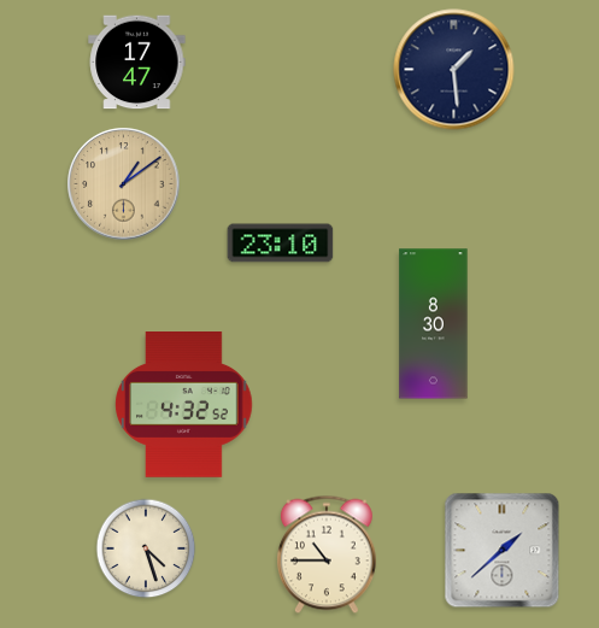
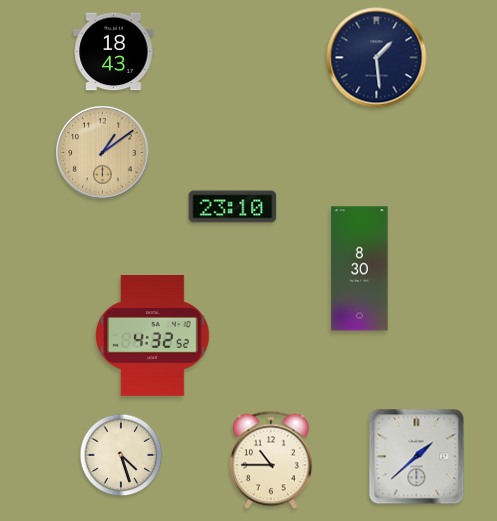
clock at (137, 63): 17:47 -> 18:43
clock at (281, 243) position: (281, 243) -> (233, 207)
